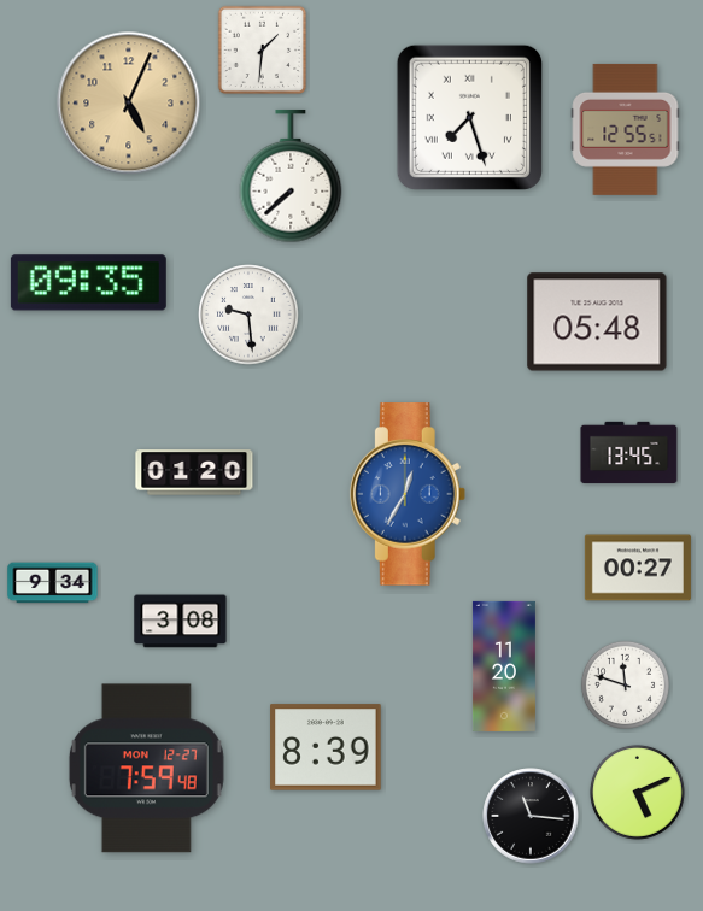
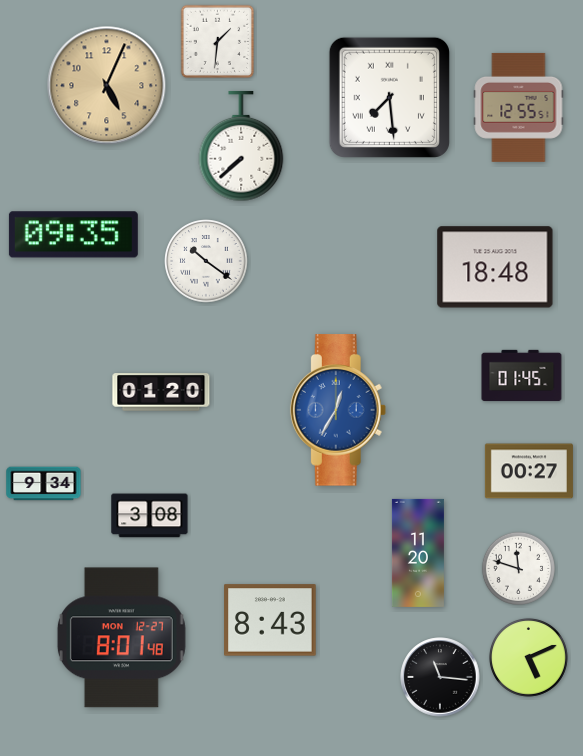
clock at (469, 117): 7:27 -> 7:29
clock at (248, 315): 9:29 -> 10:21
clock at (597, 322): 05:48 -> 18:48
clock at (629, 453): 13:45 -> 01:45
clock at (326, 747): 8:39 -> 8:43
clock at (146, 769): 7:59 -> 8:01
